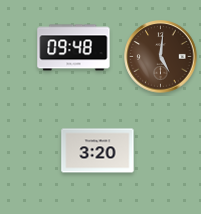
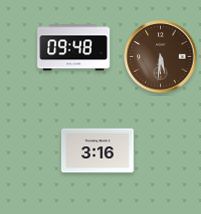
clock at (161, 57): 5:01 -> 5:31
clock at (98, 151): 3:20 -> 3:16
